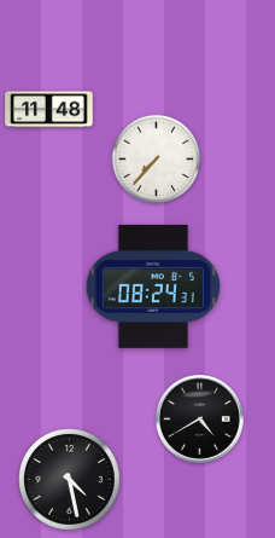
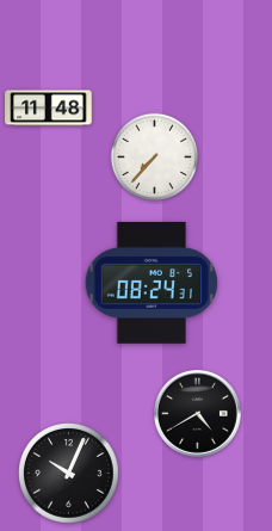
clock at (70, 480): 4:28 -> 10:04
